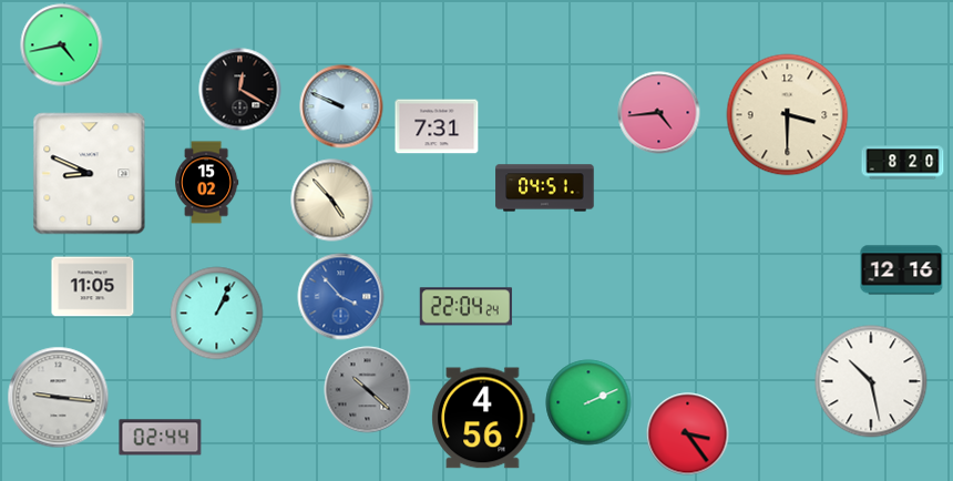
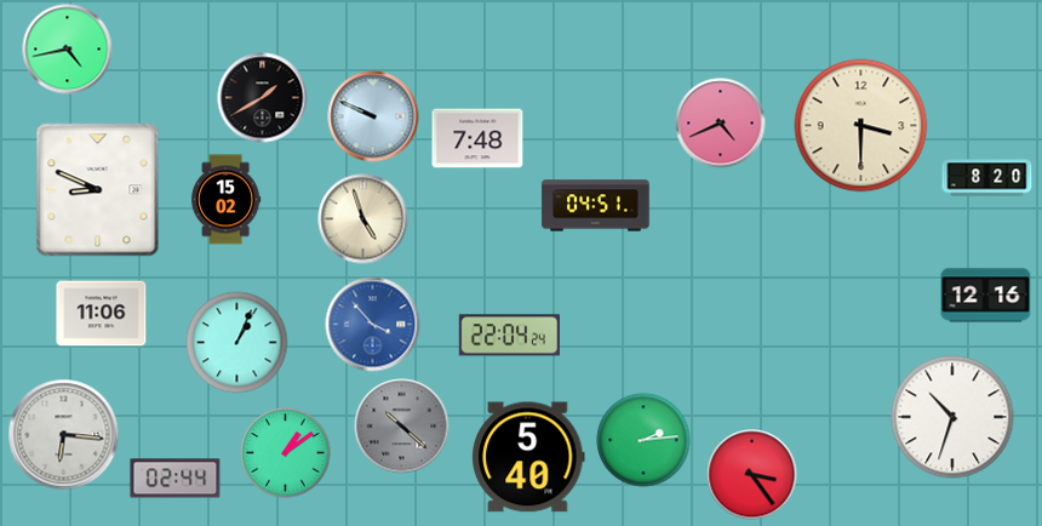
clock at (240, 90): 12:20 -> 1:40
clock at (659, 113): 4:44 -> 4:41
clock at (437, 126): 7:31 -> 7:48
clock at (332, 201): 4:53 -> 4:57
clock at (93, 287): 11:05 -> 11:06
clock at (871, 381): 10:28 -> 10:33
clock at (59, 398): 9:16 -> 6:16
clock at (588, 402): 2:11 -> 2:14
clock at (286, 453): none -> 1:09
clock at (483, 418): 4:56 -> 5:40
